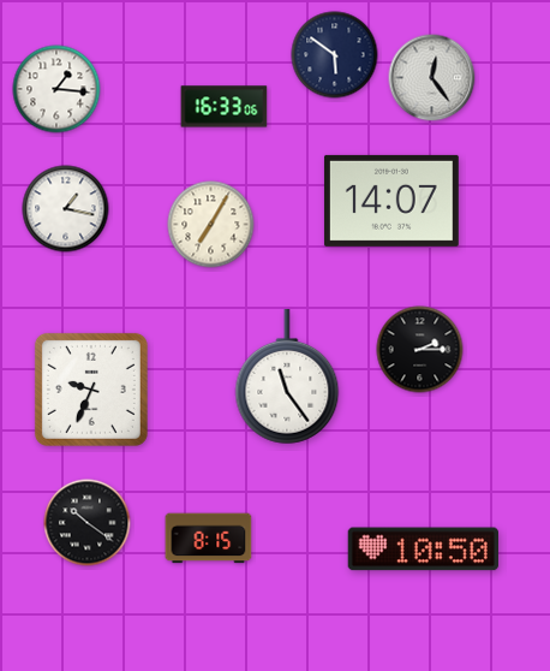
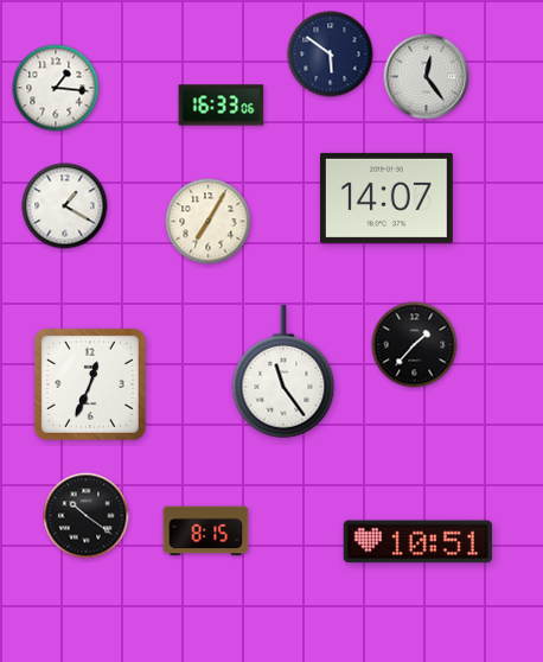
clock at (66, 209): 1:17 -> 1:20
clock at (420, 350): 2:15 -> 1:37
clock at (91, 390): 9:34 -> 12:34
clock at (423, 550): 10:50 -> 10:51
